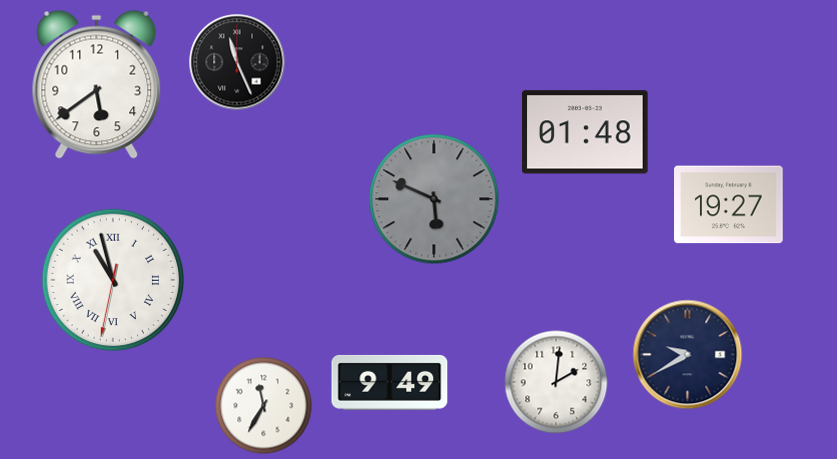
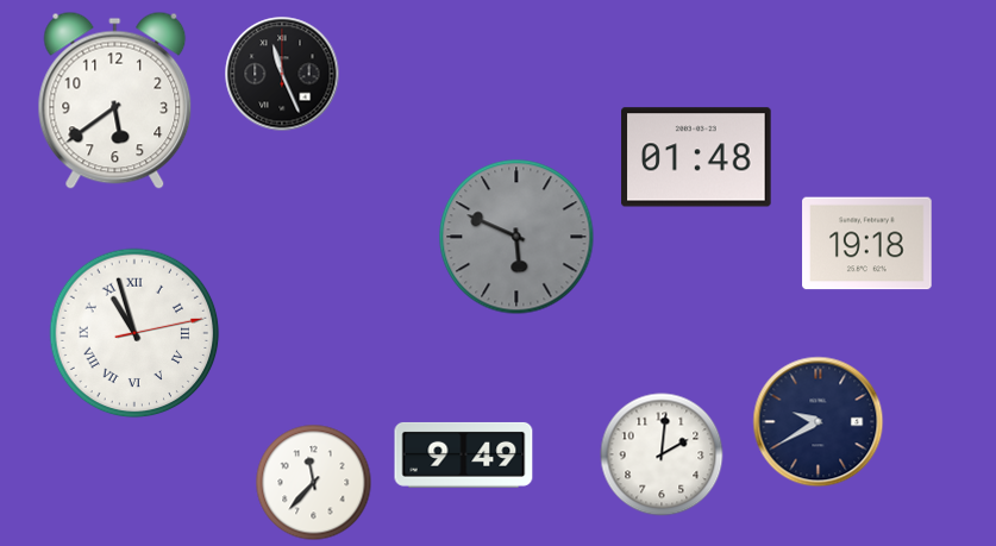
clock at (729, 205): 19:27 -> 19:18
clock at (113, 280): 10:57:32 -> 10:57:13
clock at (264, 406): 11:35 -> 11:37
